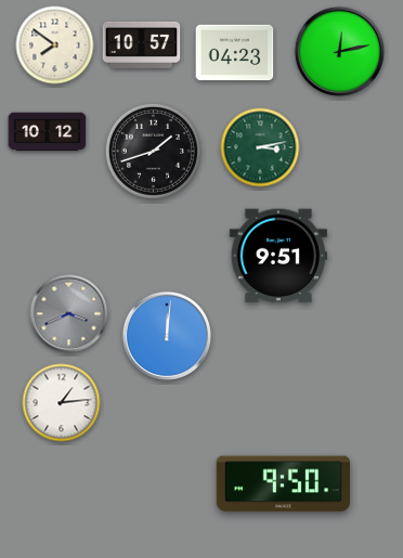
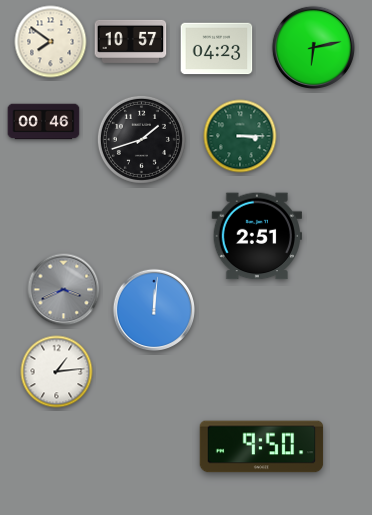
clock at (339, 51): 12:13 -> 6:13
clock at (48, 132): 10:12 -> 00:46
clock at (260, 147): 3:13 -> 3:15
clock at (277, 256): 9:51 -> 2:51
